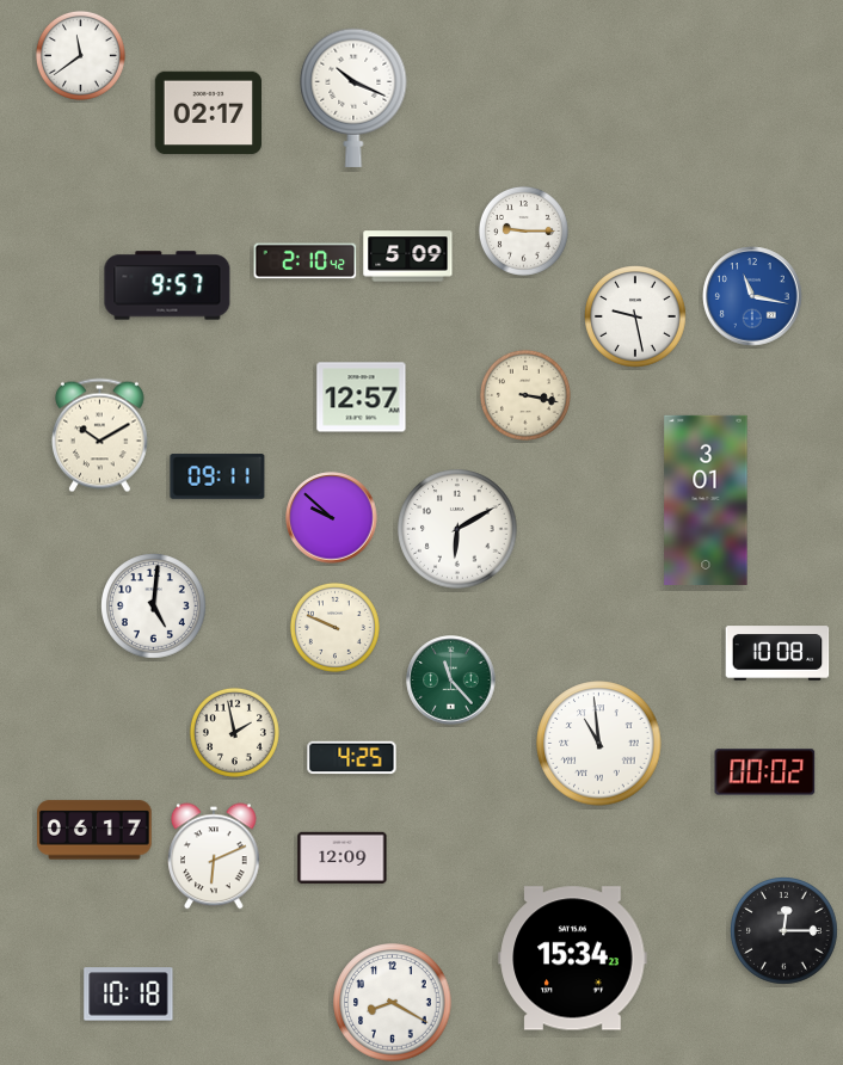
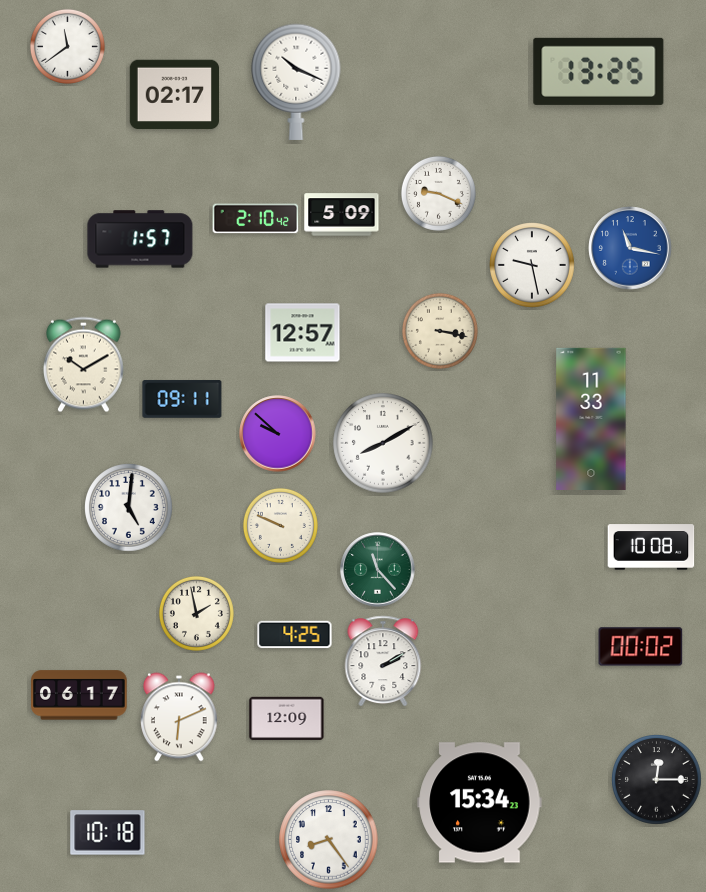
clock at (599, 71): none -> 13:25
clock at (523, 230): 9:15 -> 9:19
clock at (167, 285): 9:57 -> 1:57
clock at (706, 500): 3:01 -> 11:33
clock at (457, 529): 6:10 -> 8:10
clock at (599, 744): 10:59 -> none
clock at (383, 661): none -> 2:10
clock at (393, 1003): 8:20 -> 8:24
